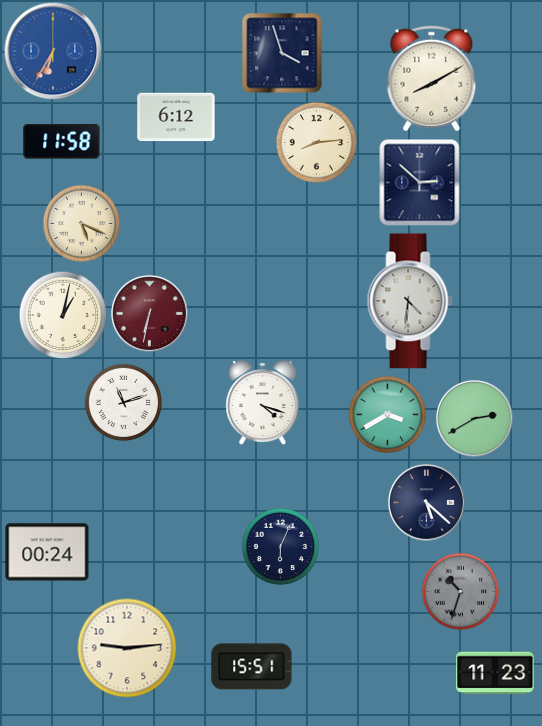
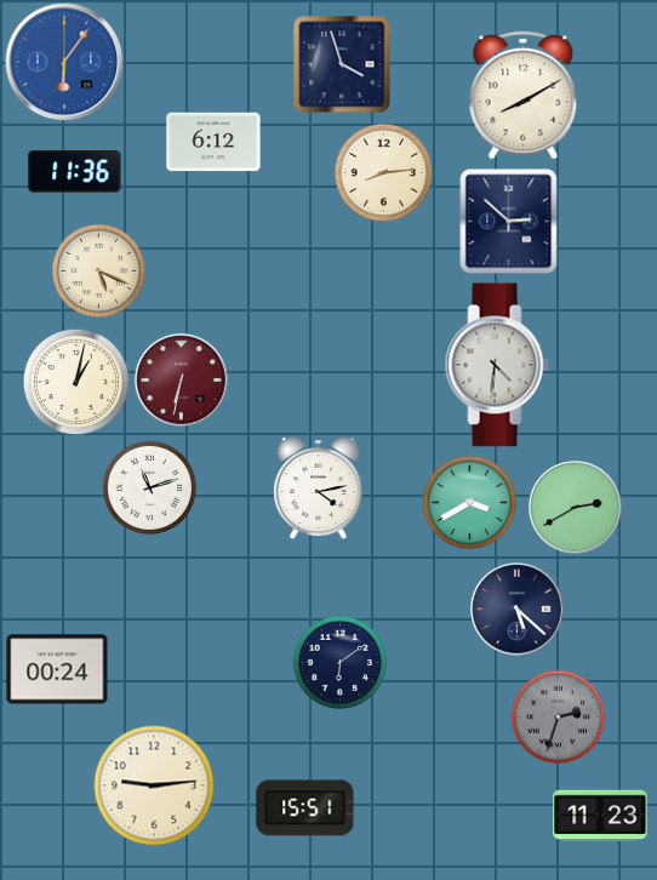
clock at (53, 51): 6:35 -> 6:06
clock at (62, 142): 11:58 -> 11:36
clock at (263, 403): 4:18 -> 4:13
clock at (280, 546): 6:04 -> 6:09
clock at (460, 591): 10:33 -> 2:33
